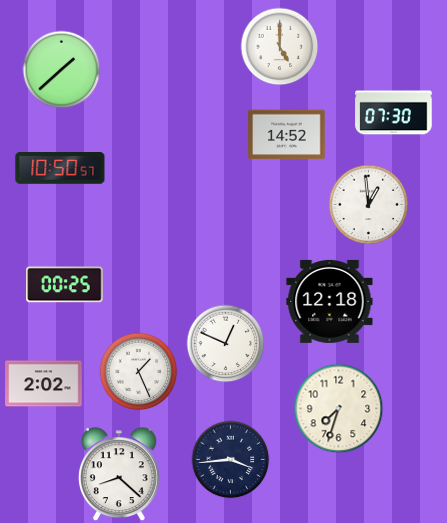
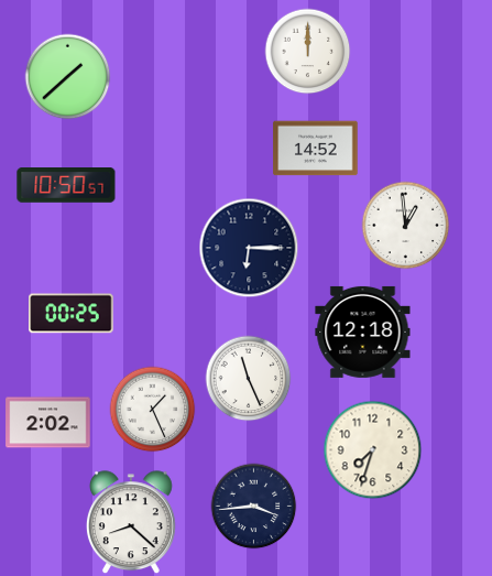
clock at (279, 46): 5:00 -> 12:00
clock at (394, 113): 07:30 -> none
clock at (249, 248): none -> 6:15
clock at (225, 343): 12:49 -> 11:26
